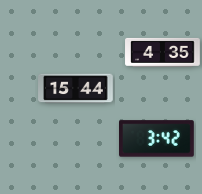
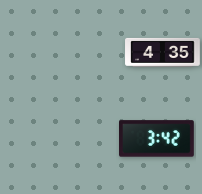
clock at (76, 89): 15:44 -> none
